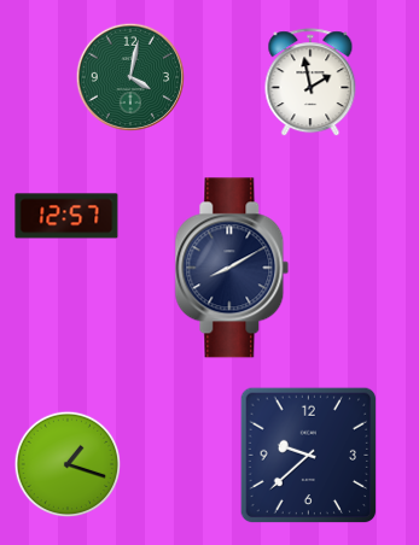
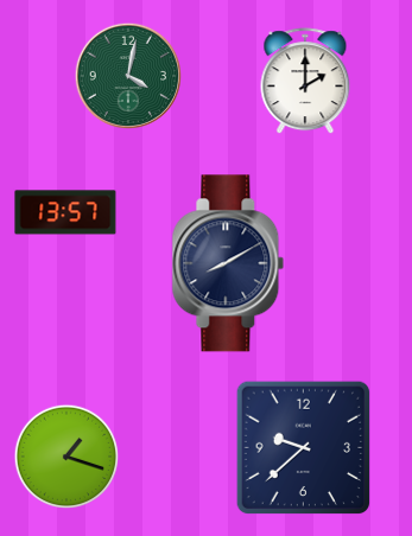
clock at (310, 83): 1:58 -> 2:00
clock at (66, 216): 12:57 -> 13:57
